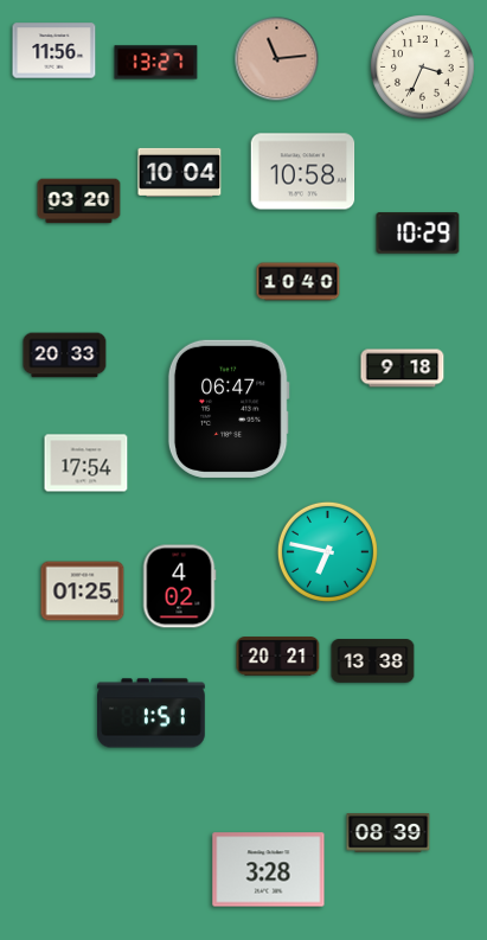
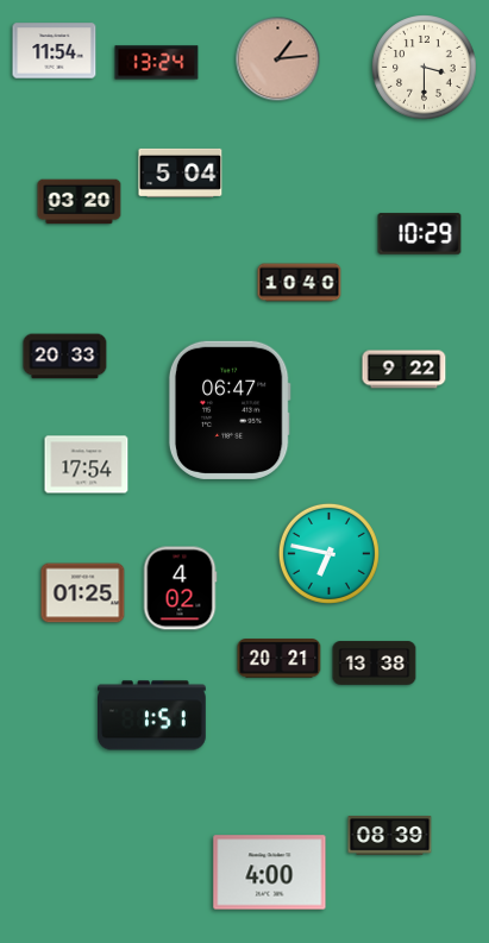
clock at (55, 51): 11:56 -> 11:54
clock at (277, 59): 11:14 -> 1:14
clock at (156, 63): 13:27 -> 13:24
clock at (423, 68): 3:34 -> 3:30
clock at (180, 172): 10:04 -> 5:04
clock at (303, 172): 10:58 -> none
clock at (403, 369): 9:18 -> 9:22
clock at (269, 870): 3:28 -> 4:00
